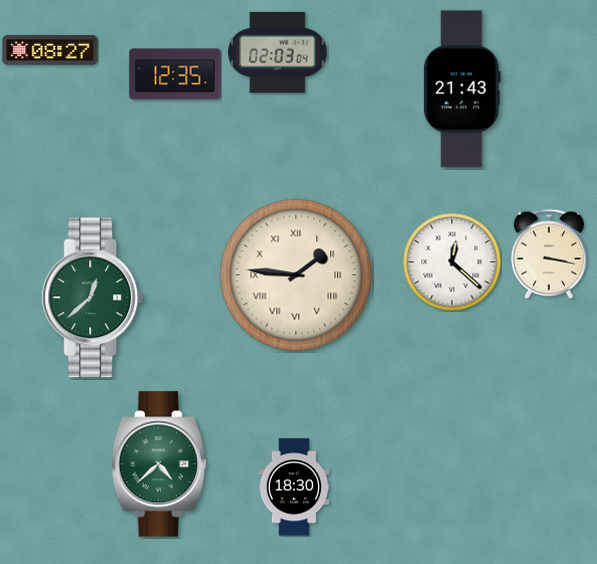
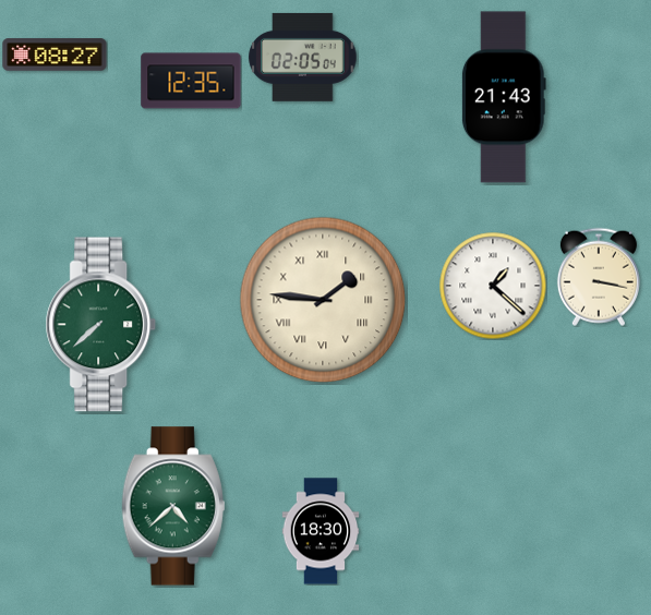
clock at (278, 52): 02:03 -> 02:05
clock at (452, 262): 12:22 -> 1:22
clock at (93, 298): 12:38 -> 7:38
